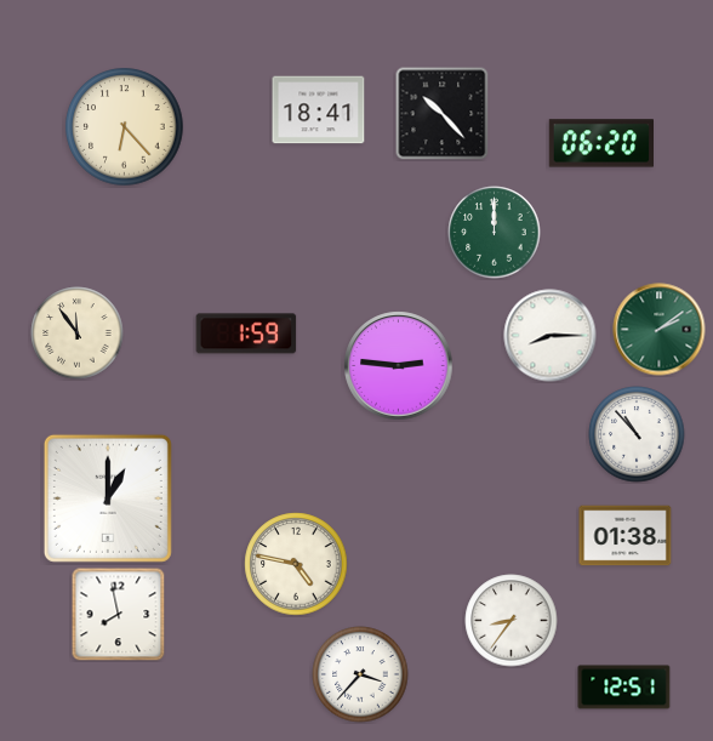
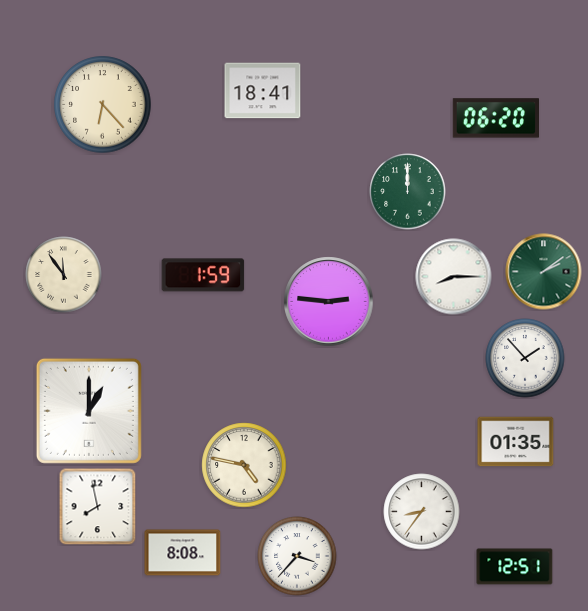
clock at (441, 113): 10:23 -> none
clock at (637, 434): 10:53 -> 1:53
clock at (626, 536): 01:38 -> 01:35
clock at (183, 553): none -> 8:08
